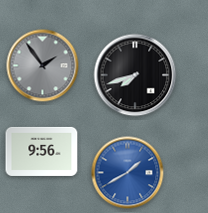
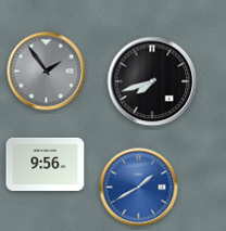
clock at (135, 75) position: (135, 75) -> (152, 81)
